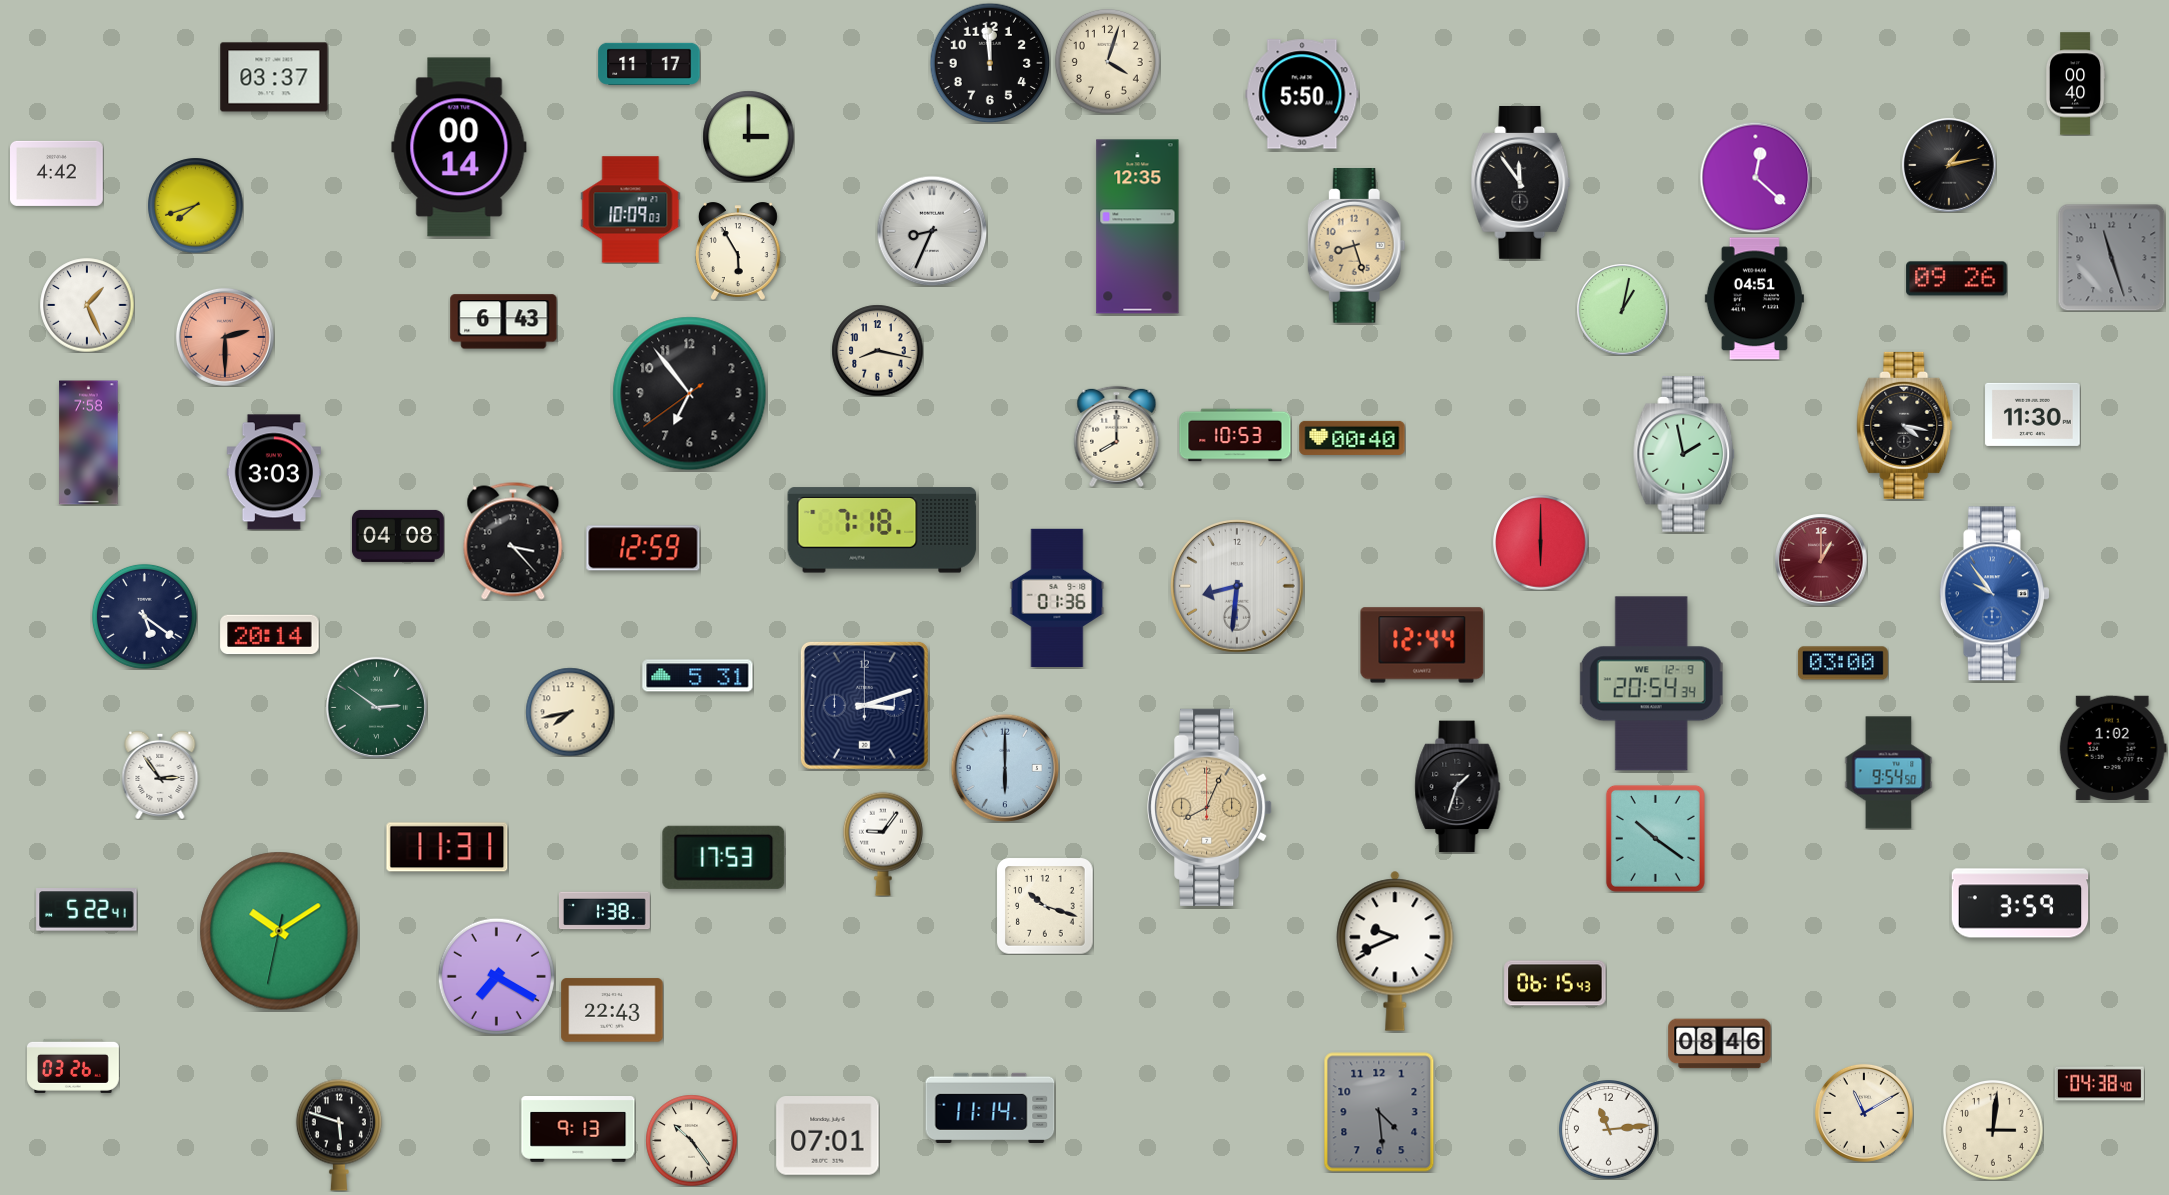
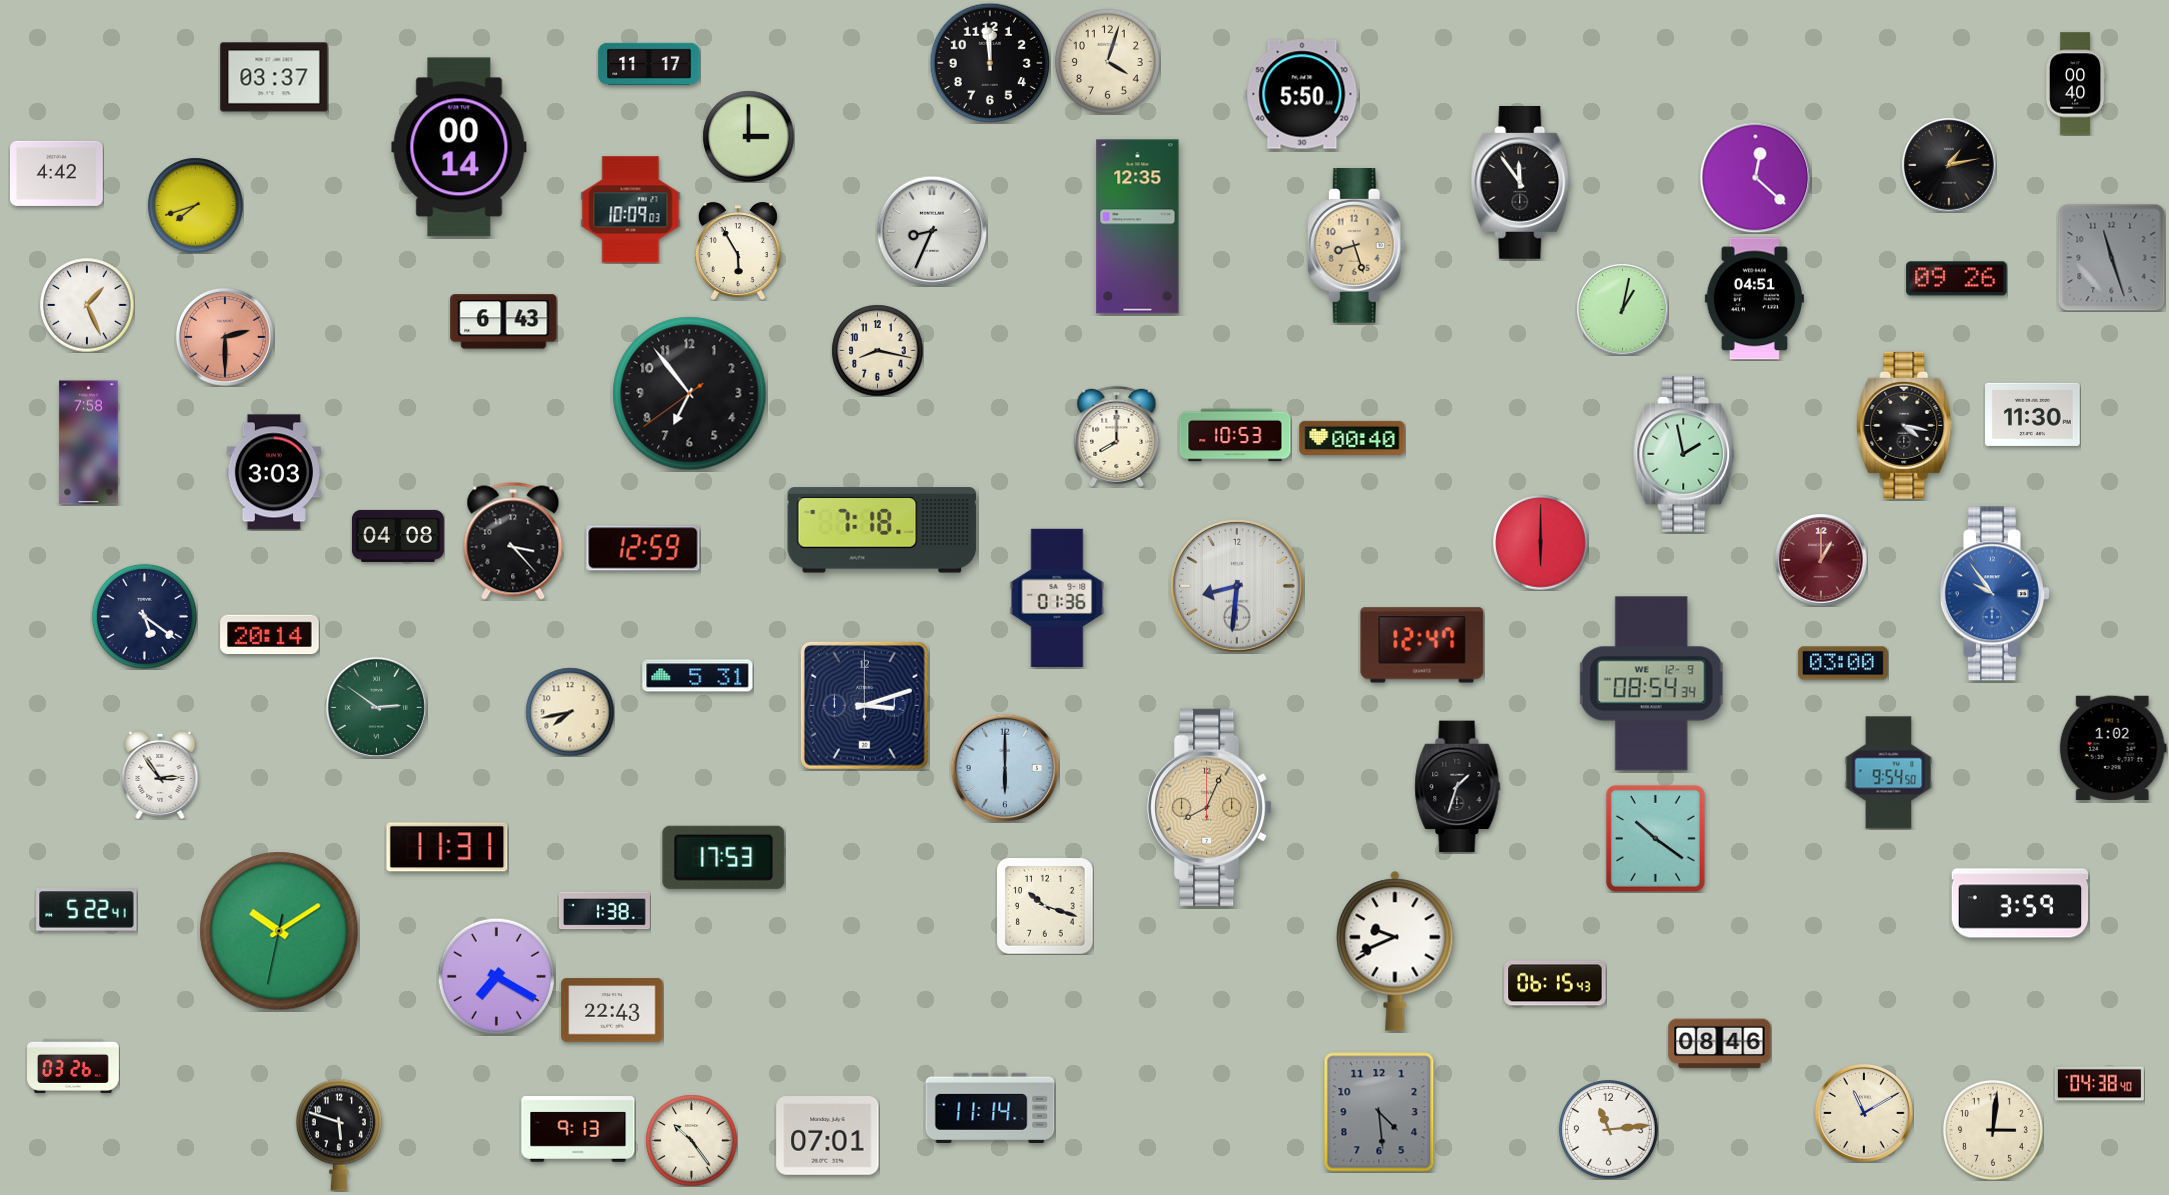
clock at (1422, 645): 12:44 -> 12:47
clock at (1651, 684): 20:54 -> 08:54
clock at (883, 844): 9:06 -> none
